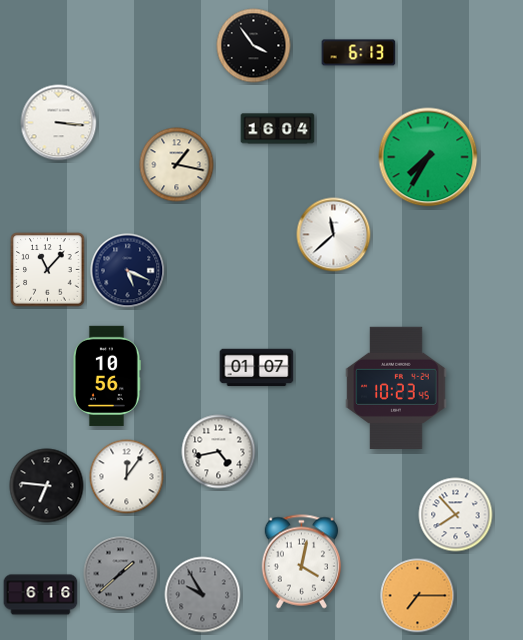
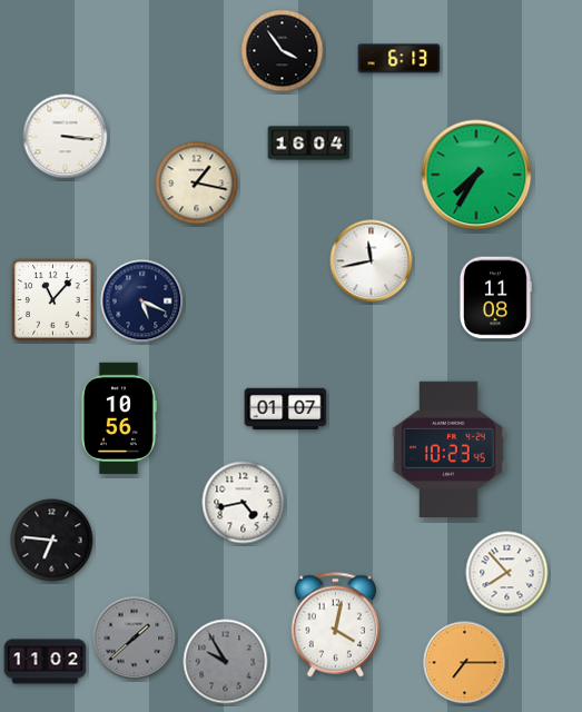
clock at (334, 235): 11:38 -> 11:43
clock at (495, 298): none -> 11:08
clock at (396, 387) position: (396, 387) -> (448, 448)
clock at (127, 477): 12:06 -> none
clock at (41, 595): 6:16 -> 11:02
